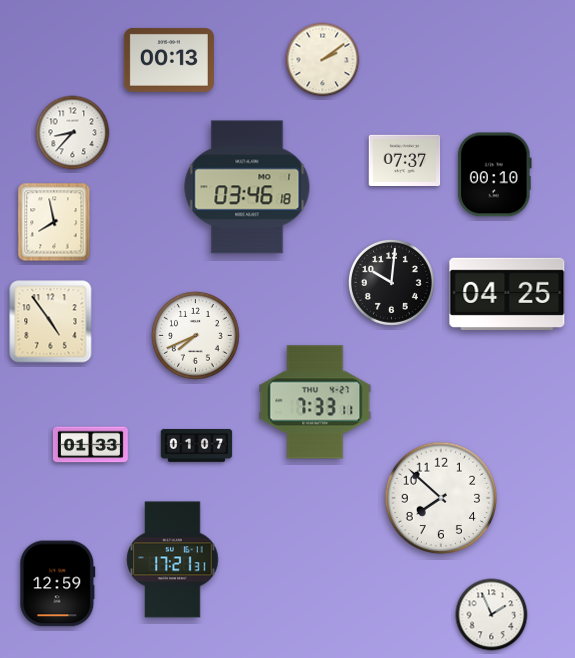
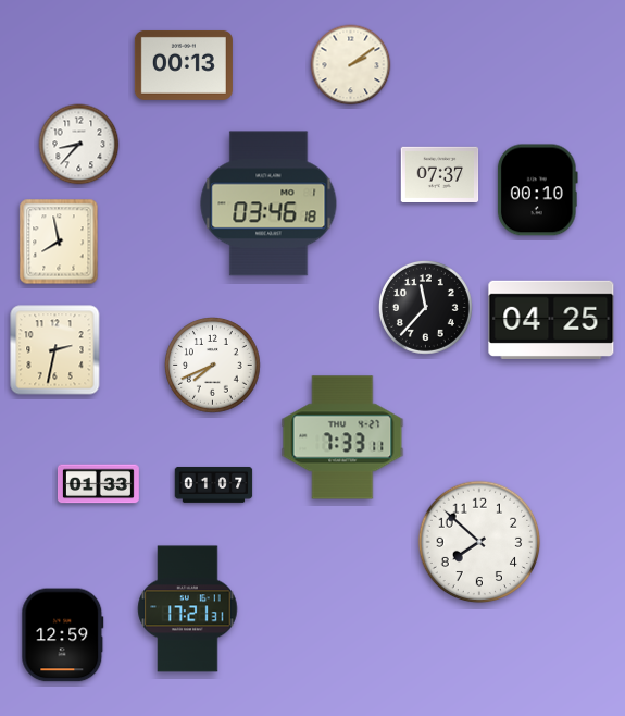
clock at (391, 282): 10:01 -> 11:37
clock at (51, 322): 4:54 -> 2:32
clock at (492, 615): 1:56 -> none
